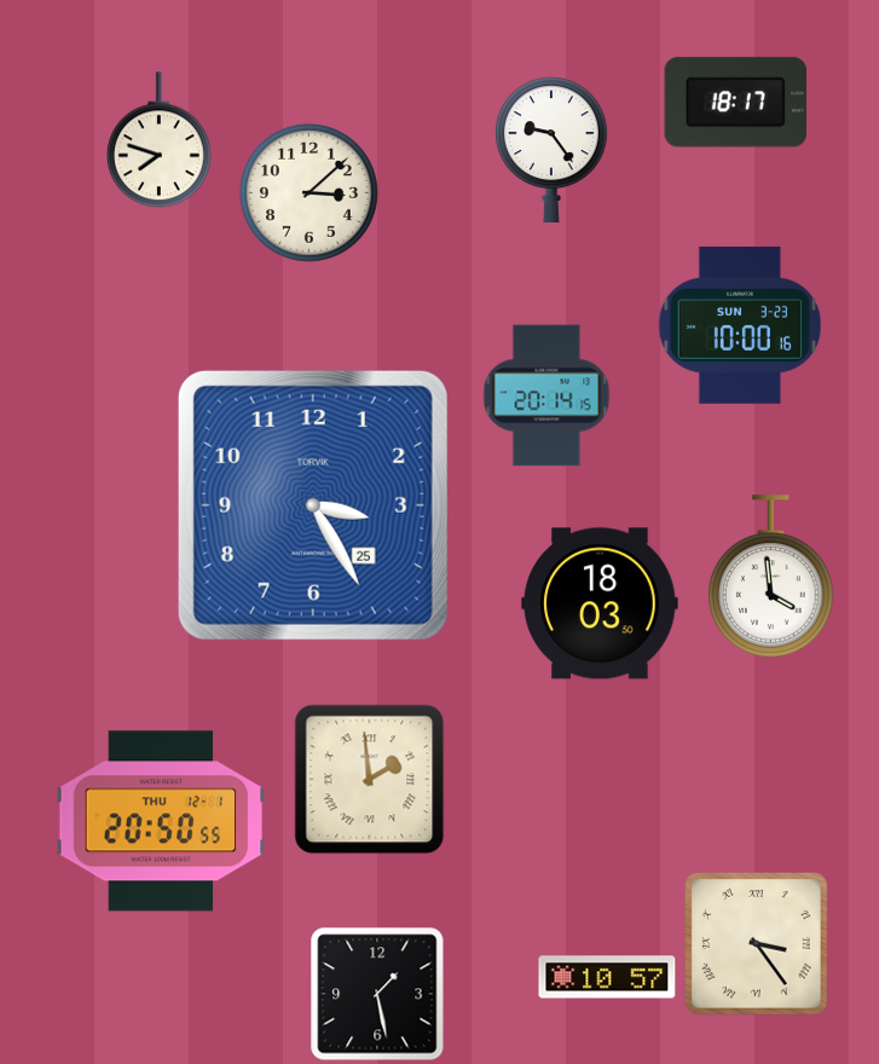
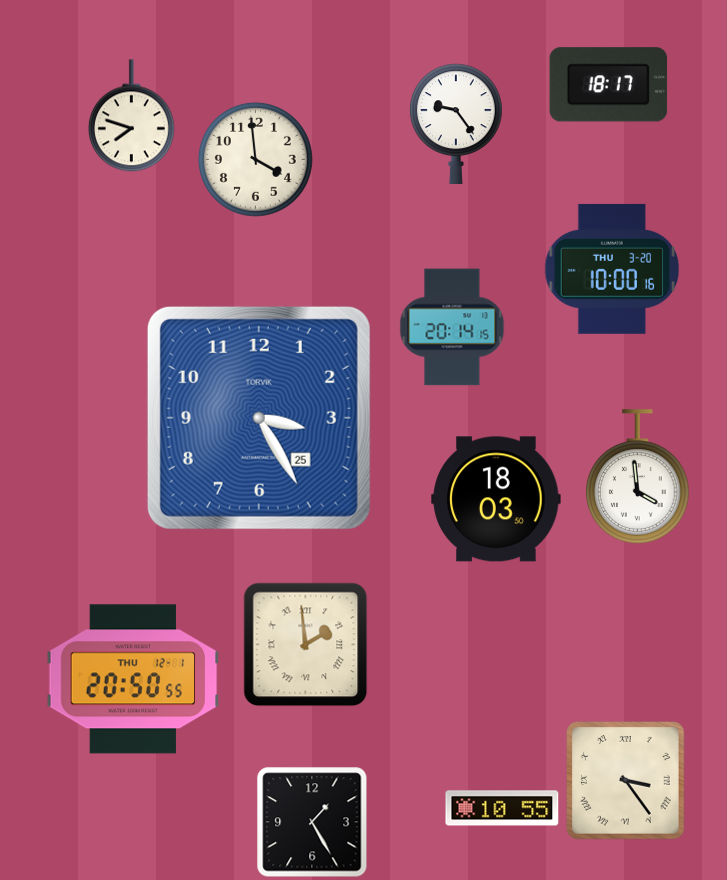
clock at (308, 192): 3:08 -> 3:59
clock at (739, 325) date: SUN 3-23 -> THU 3-20
clock at (607, 977): 10:57 -> 10:55
clock at (377, 994): 1:28 -> 1:25
